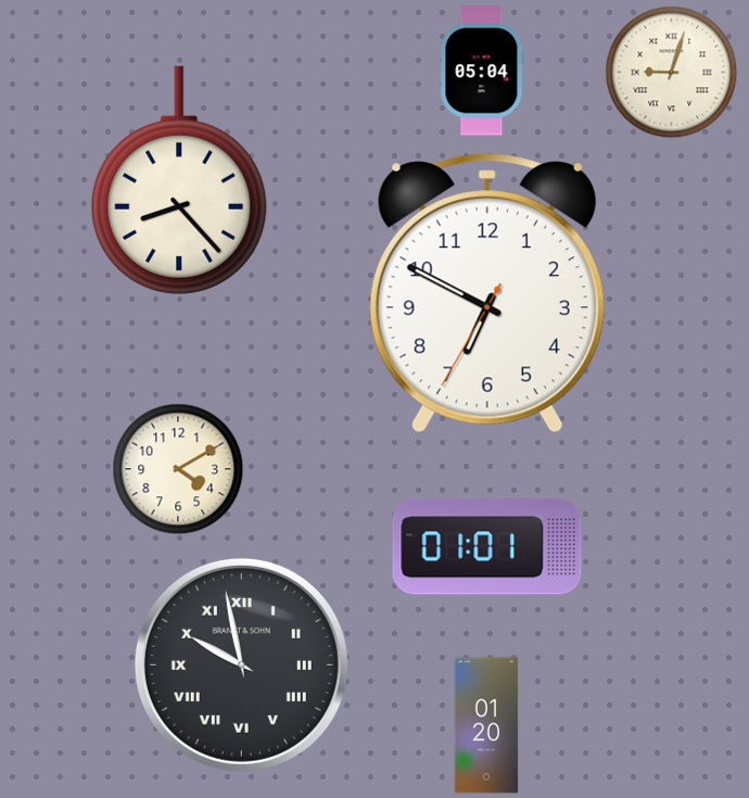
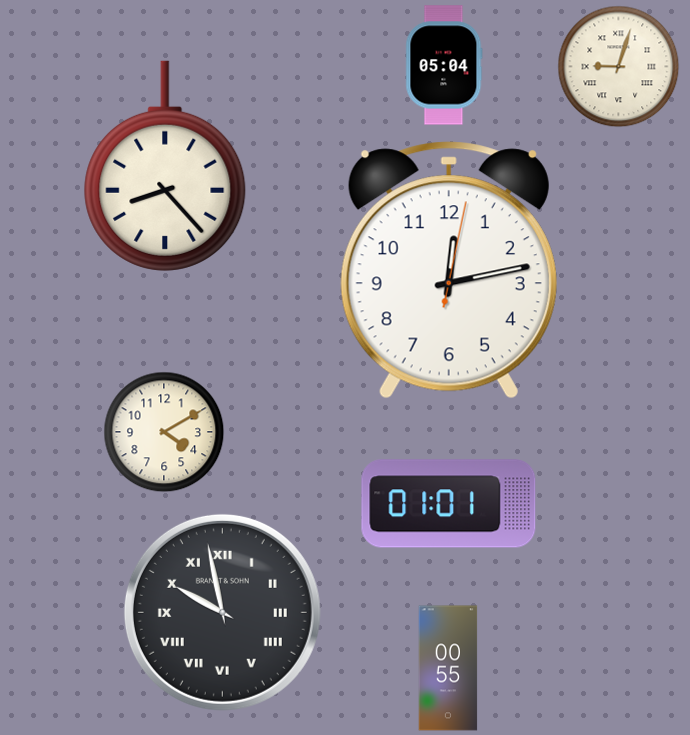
clock at (487, 293): 6:49 -> 12:13
clock at (486, 725): 01:20 -> 00:55
